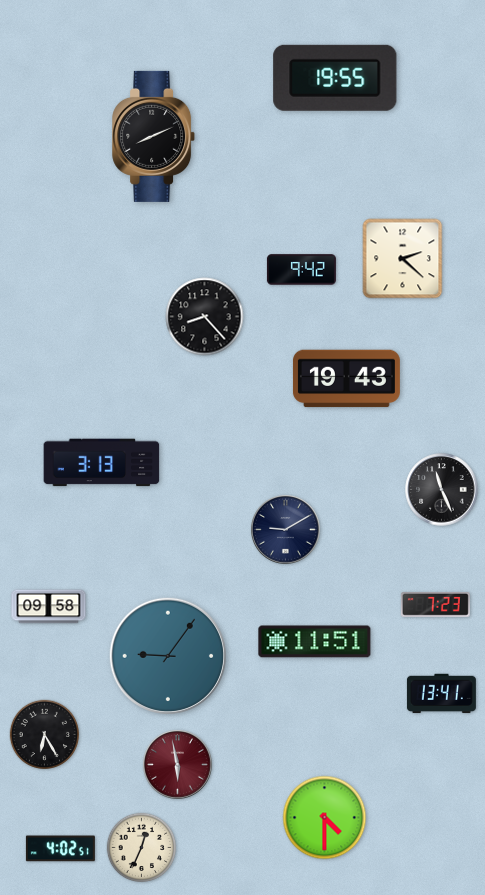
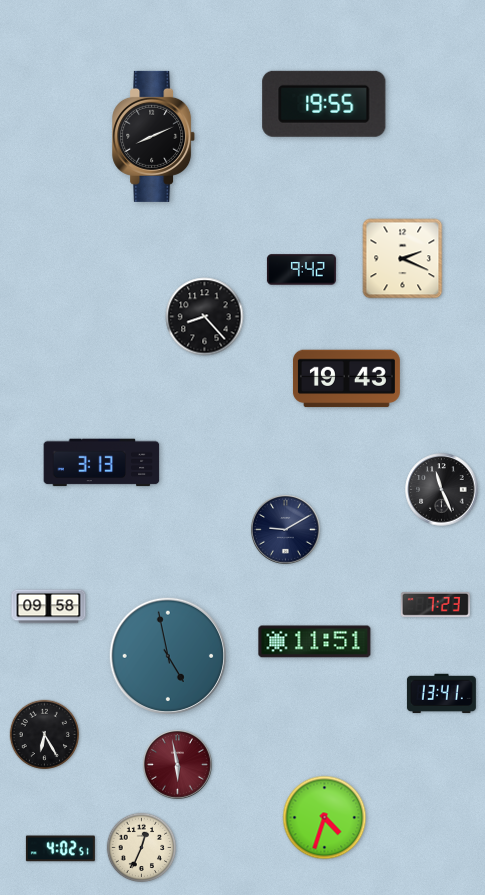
clock at (335, 78) position: (335, 78) -> (324, 104)
clock at (403, 259): 2:22 -> 2:19
clock at (168, 656): 9:06 -> 4:58
clock at (325, 818): 4:30 -> 4:33
